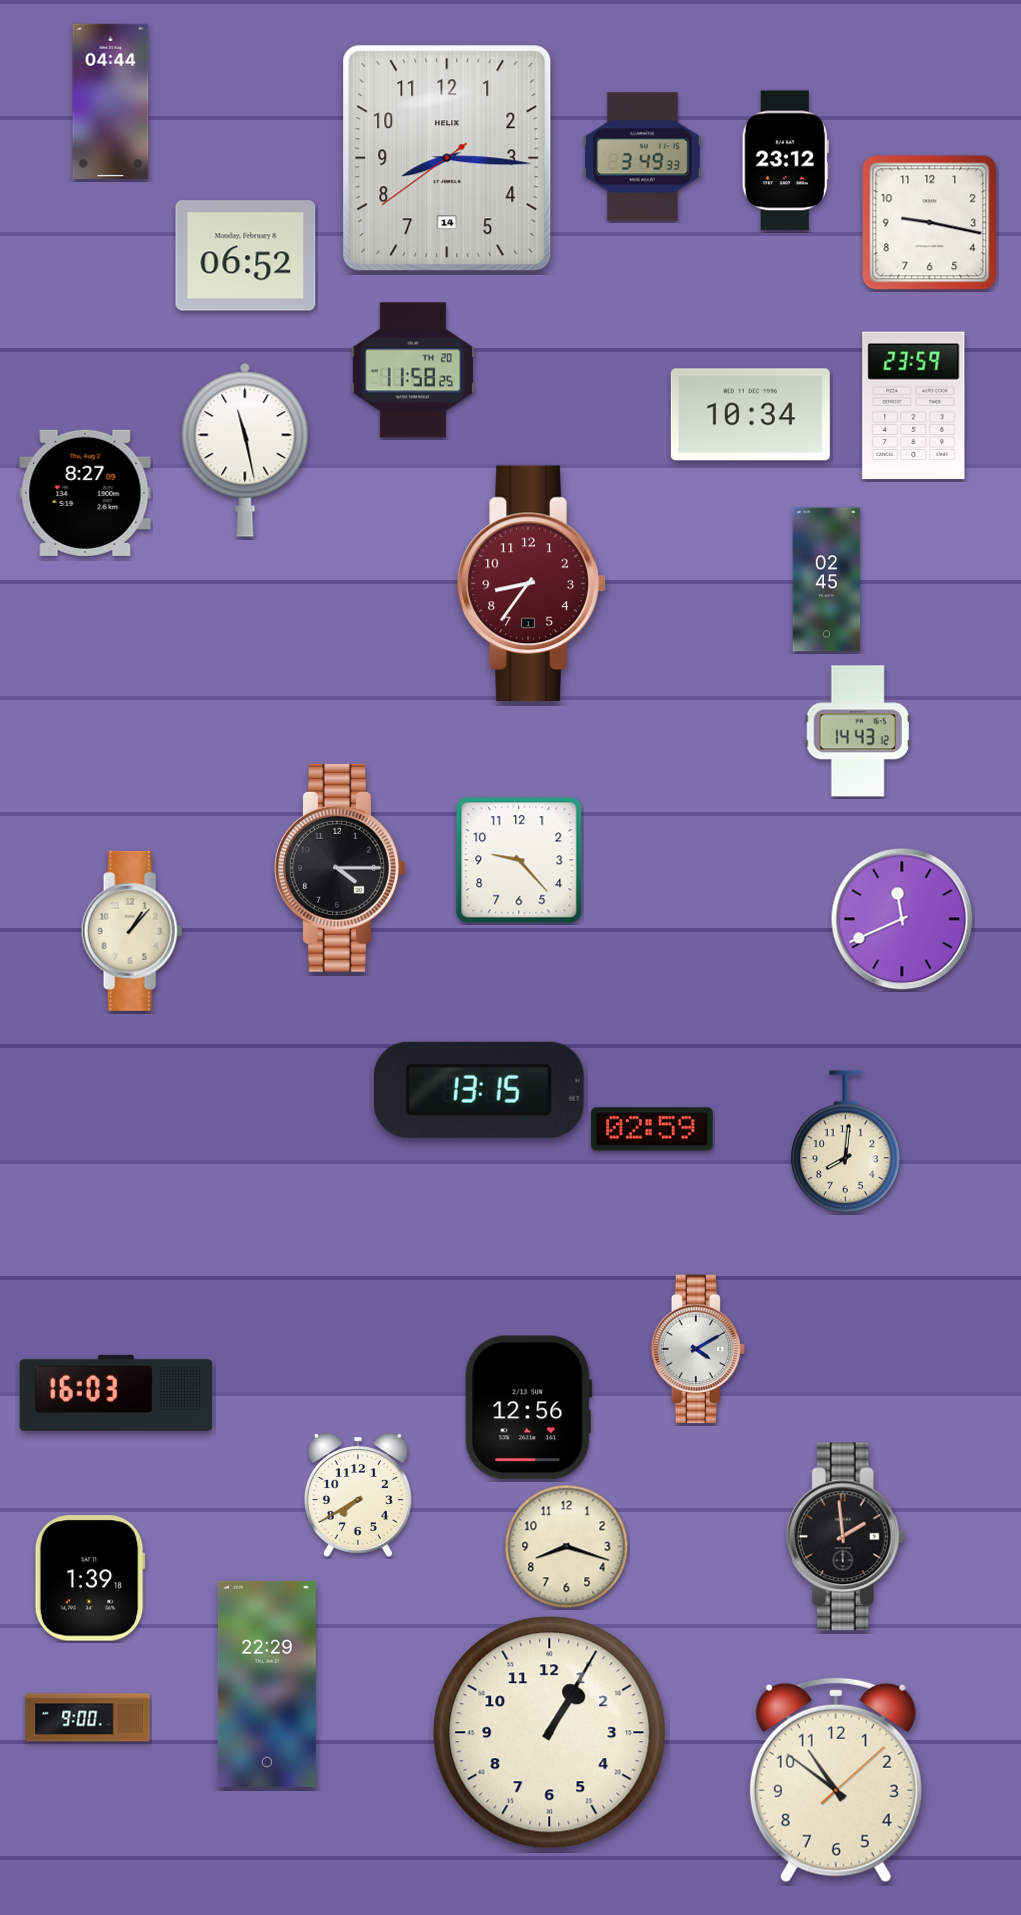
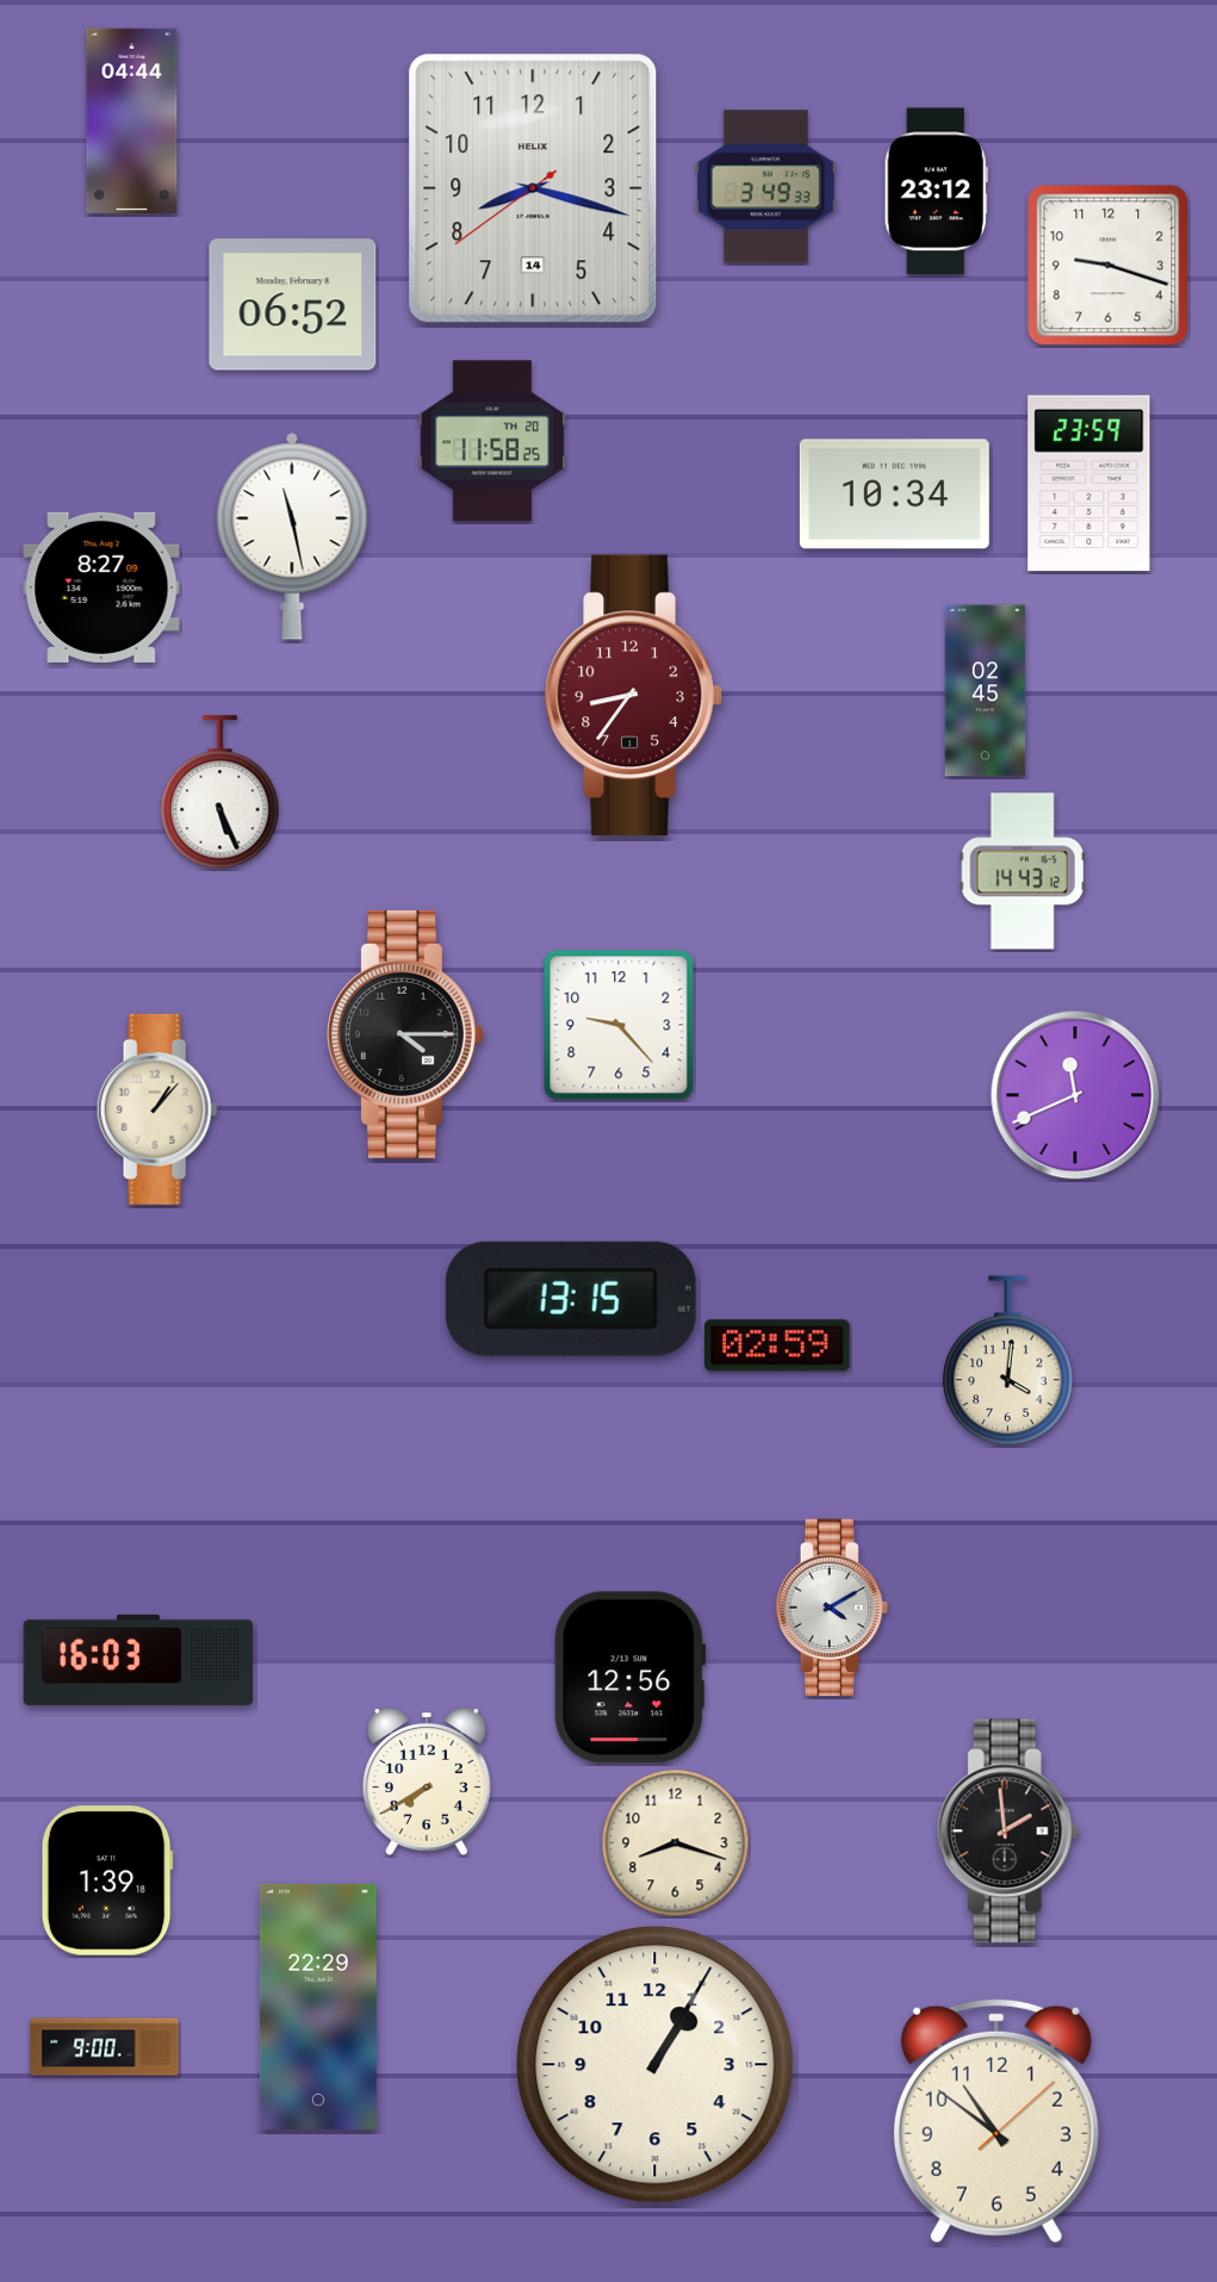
clock at (447, 158): 8:15 -> 8:17
clock at (930, 223): 9:17 -> 9:18
clock at (221, 792): none -> 5:26
clock at (846, 1142): 8:01 -> 4:01
